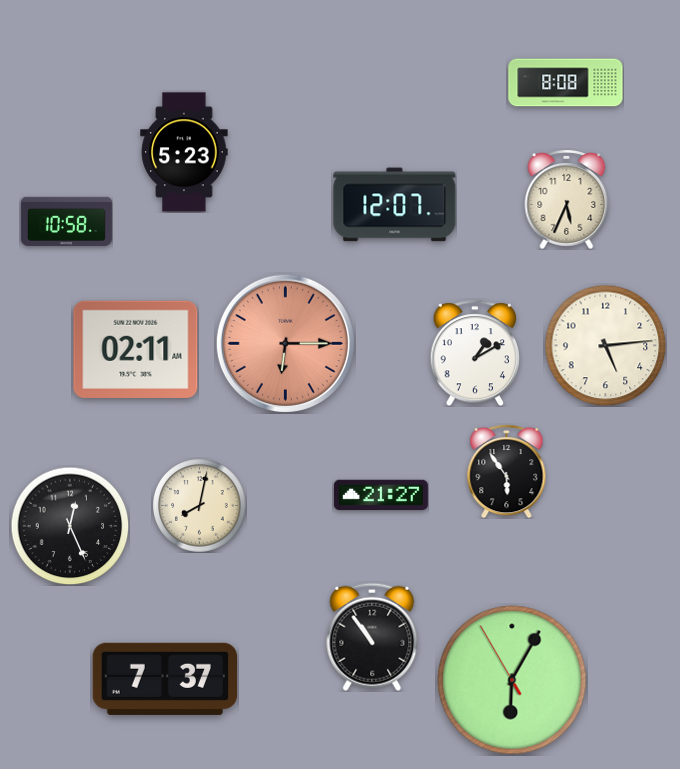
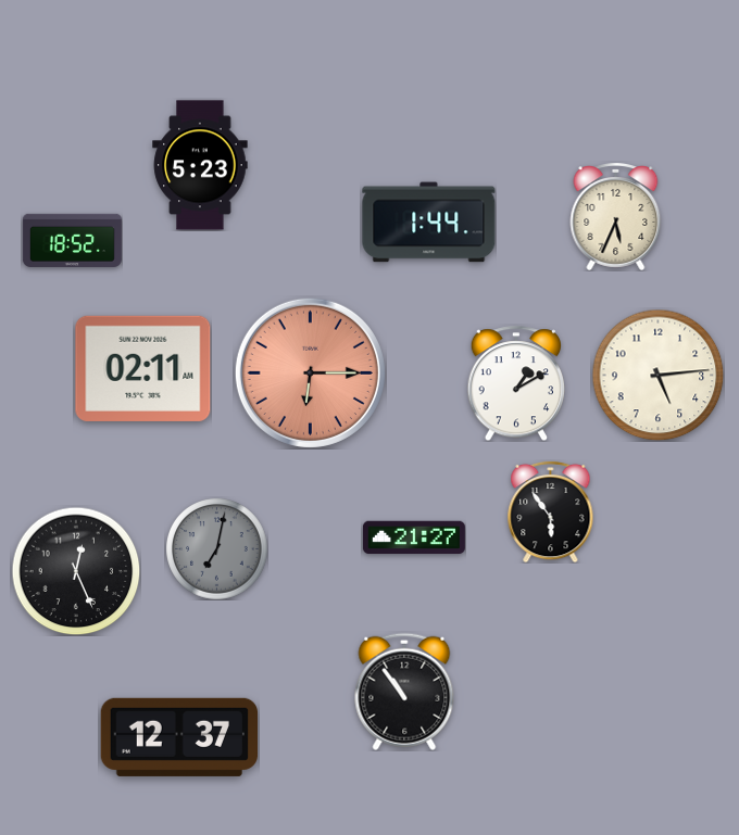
clock at (566, 83): 8:08 -> none
clock at (395, 205): 12:07 -> 1:44
clock at (66, 221): 10:58 -> 18:52
clock at (136, 349) position: (136, 349) -> (143, 368)
clock at (199, 505): 8:02 -> 7:02
clock at (199, 505) dial: cream -> grey
clock at (164, 679): 7:37 -> 12:37
clock at (512, 680): 6:04 -> none
